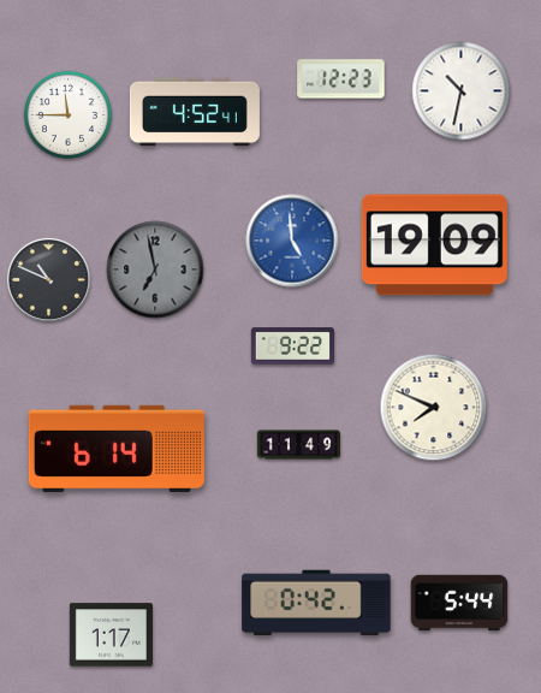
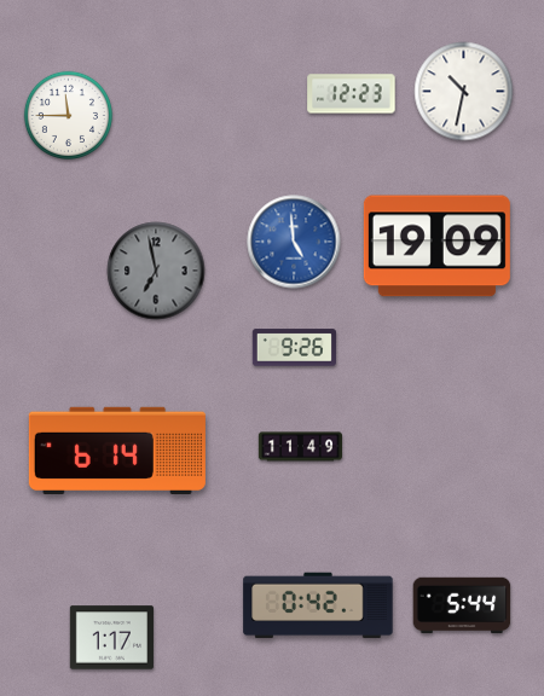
clock at (341, 79) position: (341, 79) -> (352, 94)
clock at (195, 112): 4:52 -> none
clock at (48, 279): 10:49 -> none
clock at (292, 346): 9:22 -> 9:26
clock at (434, 408): 7:49 -> none
